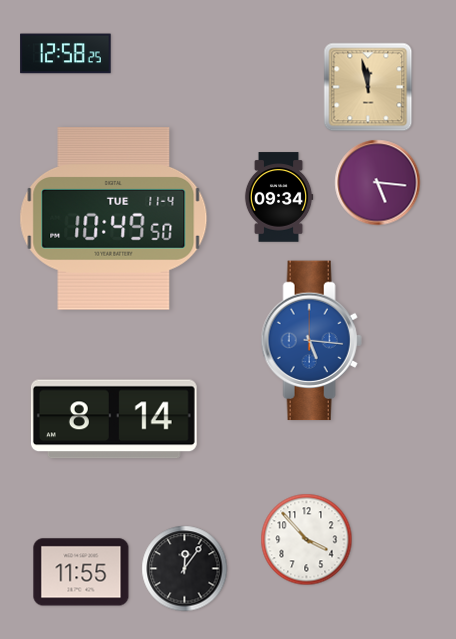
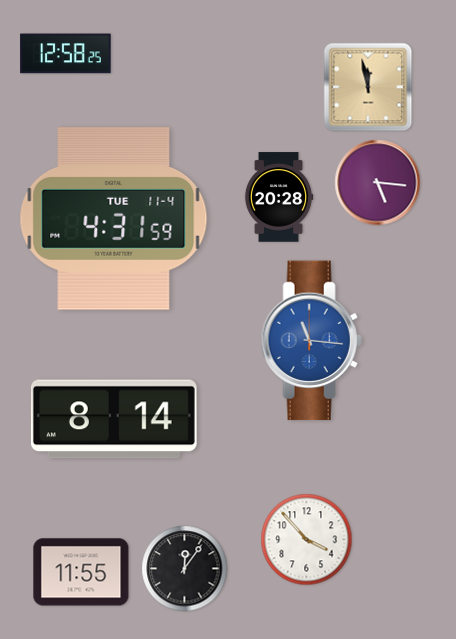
clock at (279, 197): 09:34 -> 20:28
clock at (114, 219): 10:49 -> 4:31
clock at (311, 341): 5:16 -> 11:16
